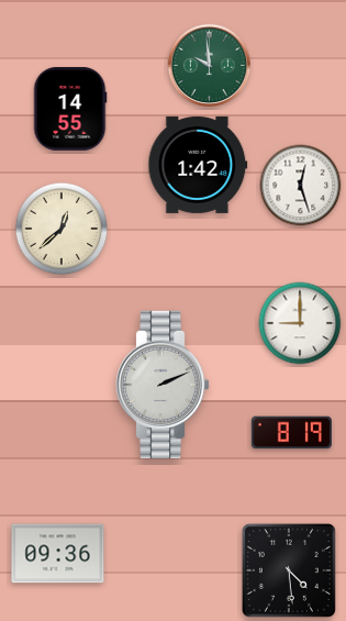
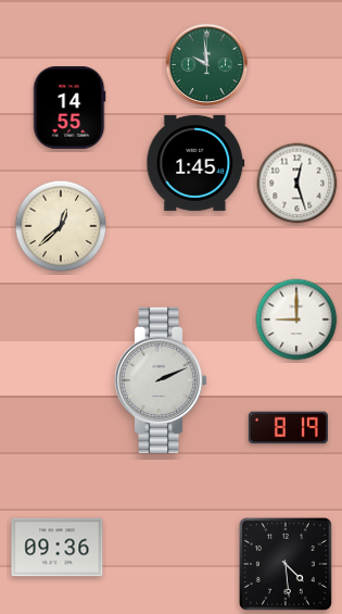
clock at (198, 165): 1:42 -> 1:45
